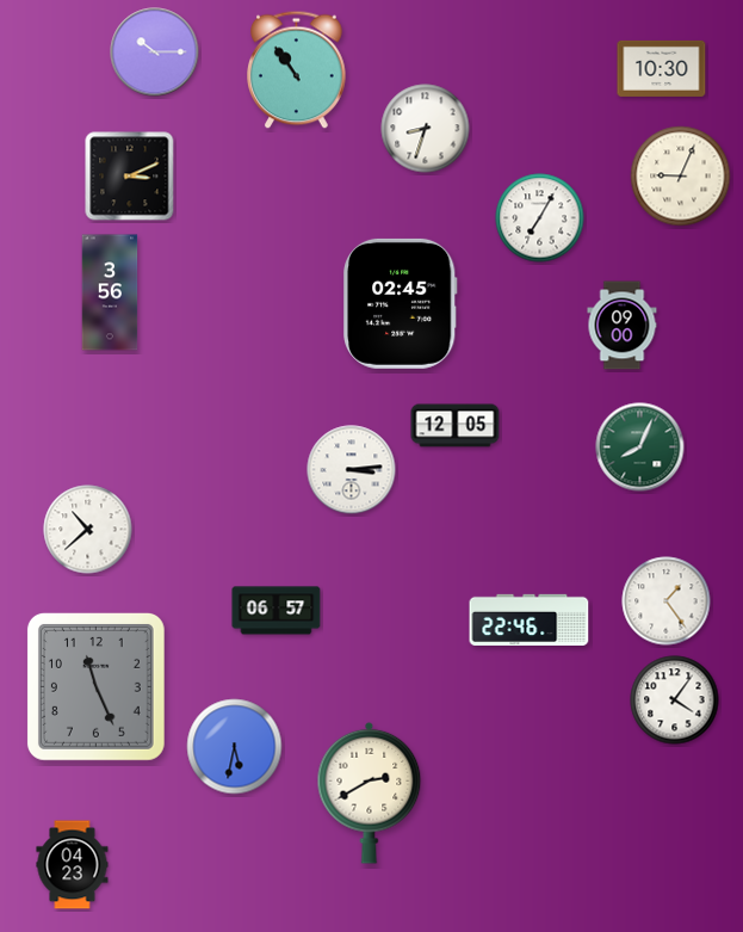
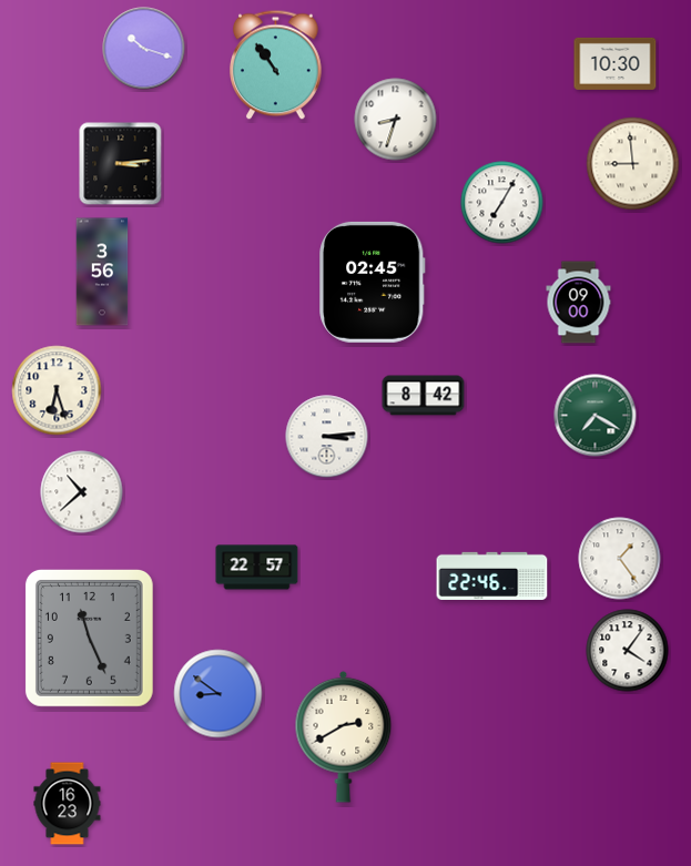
clock at (155, 53): 10:15 -> 10:18
clock at (130, 177): 3:11 -> 3:14
clock at (681, 177): 9:04 -> 8:59
clock at (57, 390): none -> 6:27
clock at (456, 426): 12:05 -> 8:42
clock at (640, 448): 8:04 -> 7:20
clock at (277, 611): 06:57 -> 22:57
clock at (235, 747): 5:32 -> 8:51
clock at (73, 865): 04:23 -> 16:23
